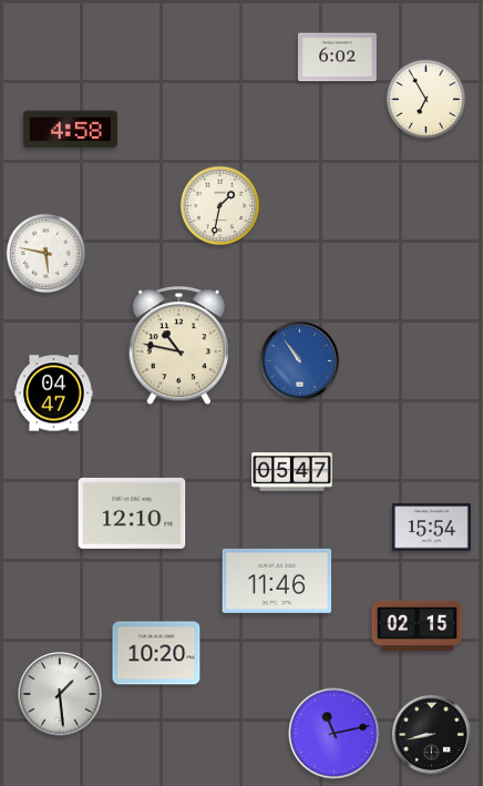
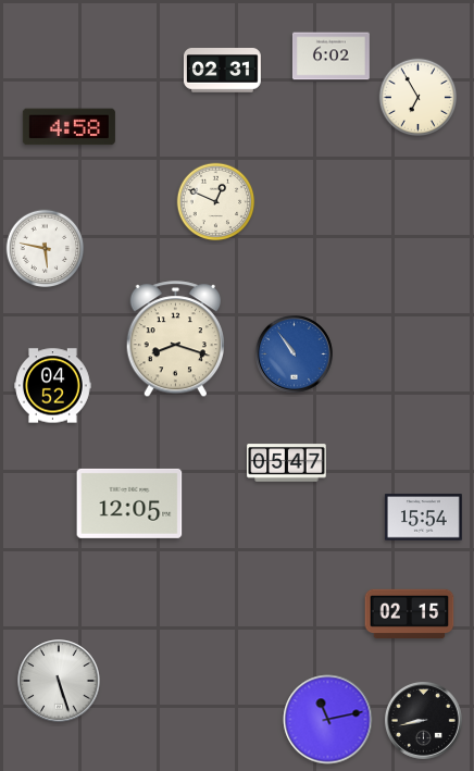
clock at (222, 71): none -> 02:31
clock at (220, 206): 1:32 -> 12:49
clock at (178, 346): 10:47 -> 8:18
clock at (54, 394): 04:47 -> 04:52
clock at (132, 513): 12:10 -> 12:05
clock at (277, 581): 11:46 -> none
clock at (156, 653): 10:20 -> none
clock at (60, 694): 1:29 -> 5:27
